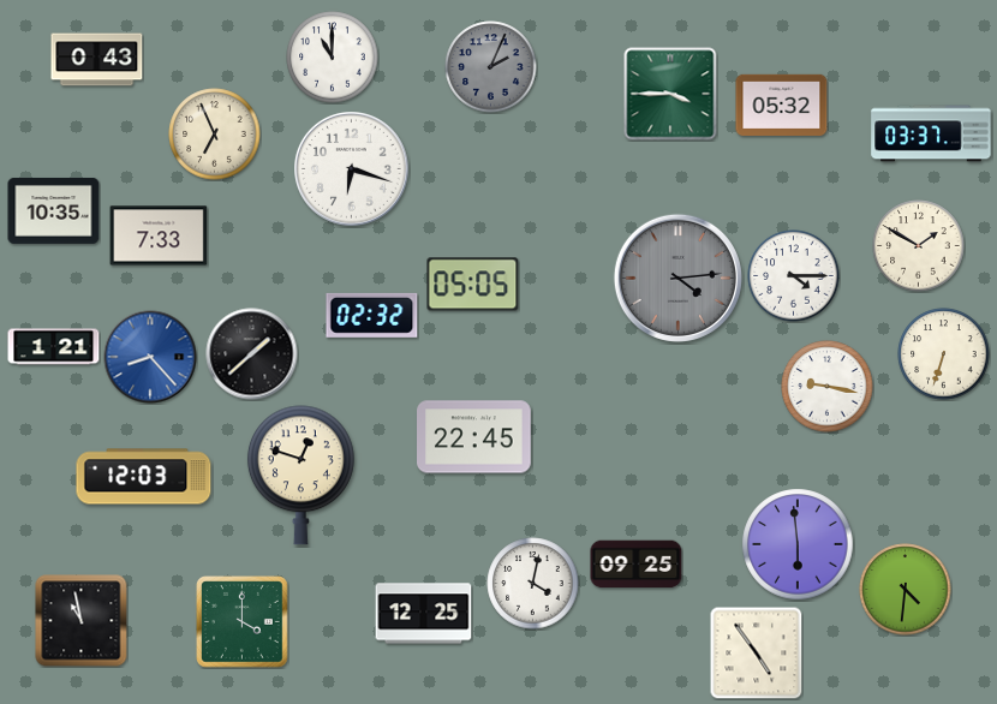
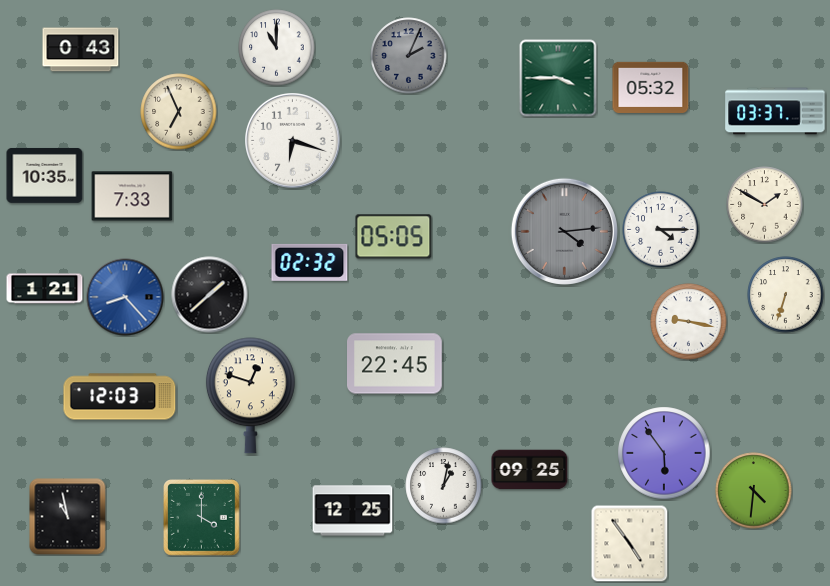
clock at (798, 544): 5:59 -> 5:54
clock at (533, 584): 4:02 -> 1:02
